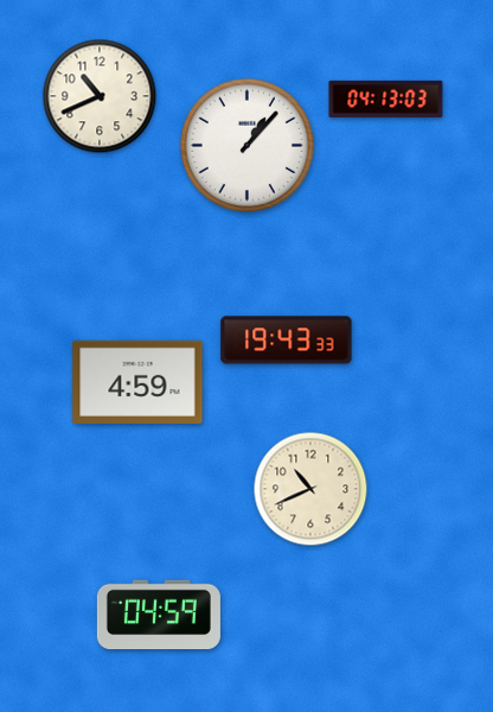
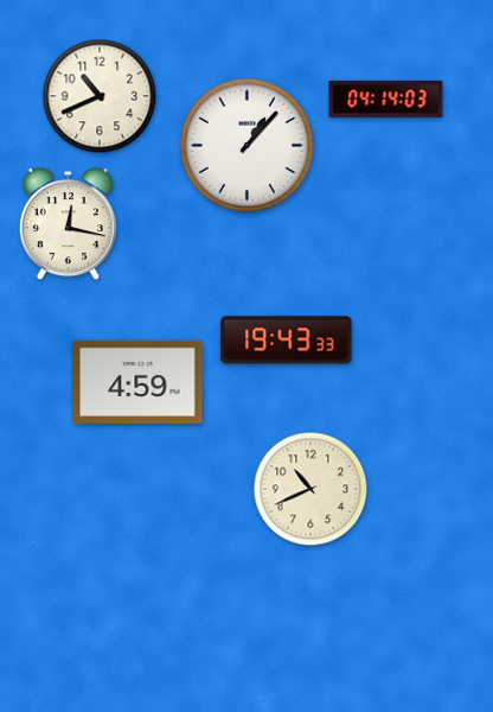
clock at (386, 98): 04:13 -> 04:14
clock at (68, 224): none -> 12:17
clock at (159, 615): 04:59 -> none
